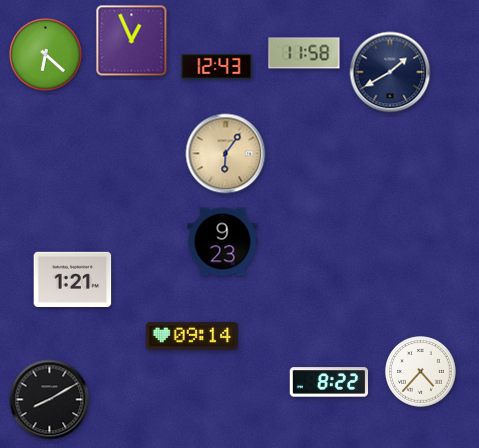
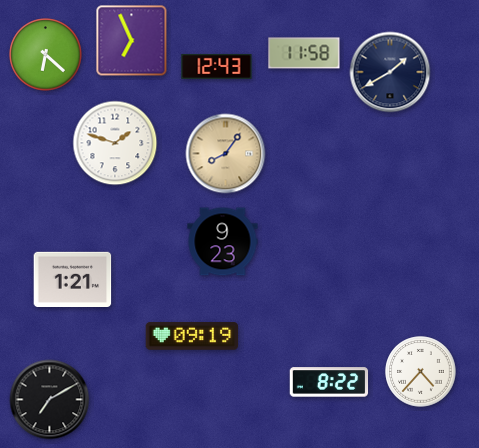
clock at (132, 41): 12:56 -> 6:56
clock at (115, 143): none -> 1:48
clock at (226, 154): 6:06 -> 8:06
clock at (192, 336): 09:14 -> 09:19
clock at (50, 400): 8:10 -> 7:10
